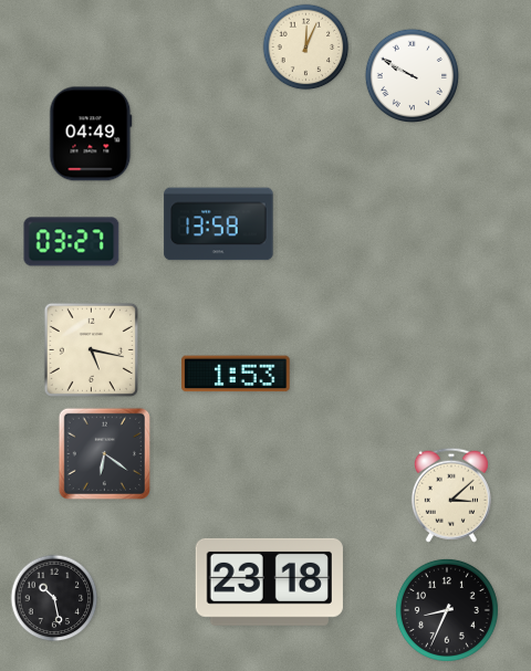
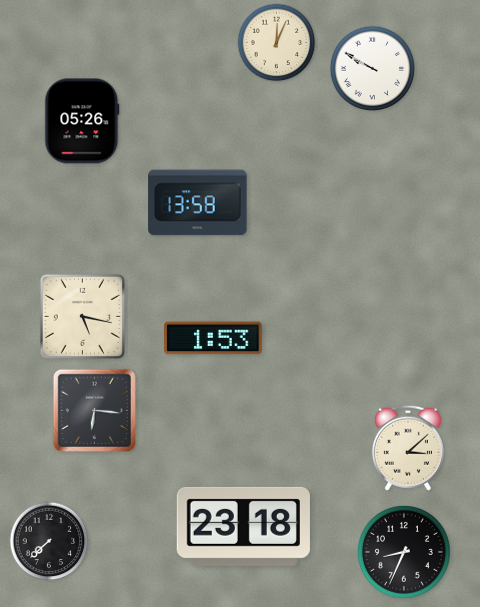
clock at (91, 134): 04:49 -> 05:26
clock at (72, 242): 03:27 -> none
clock at (104, 453): 6:21 -> 6:16
clock at (54, 598): 10:28 -> 7:38
